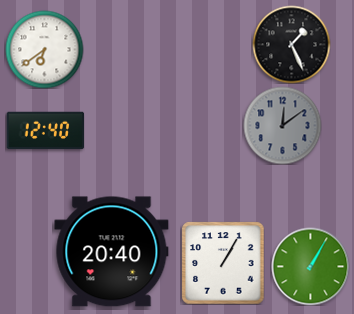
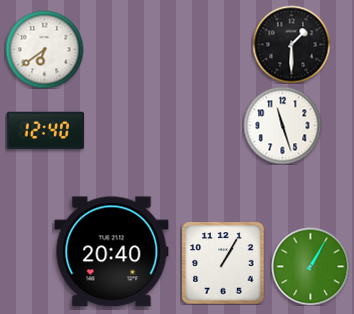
clock at (291, 44): 1:26 -> 1:30
clock at (282, 125): 12:09 -> 11:27
clock at (282, 125) dial: grey -> white
